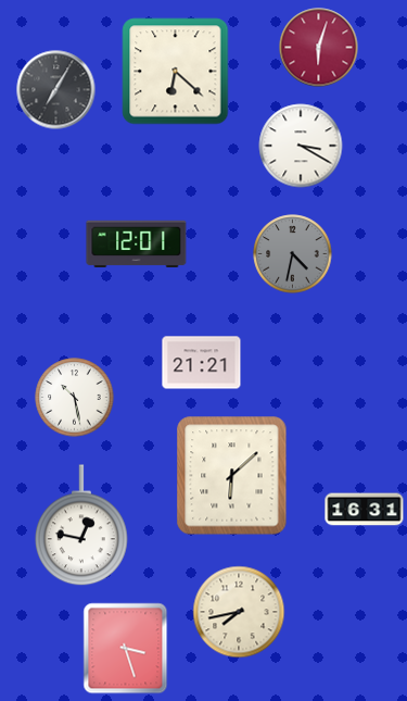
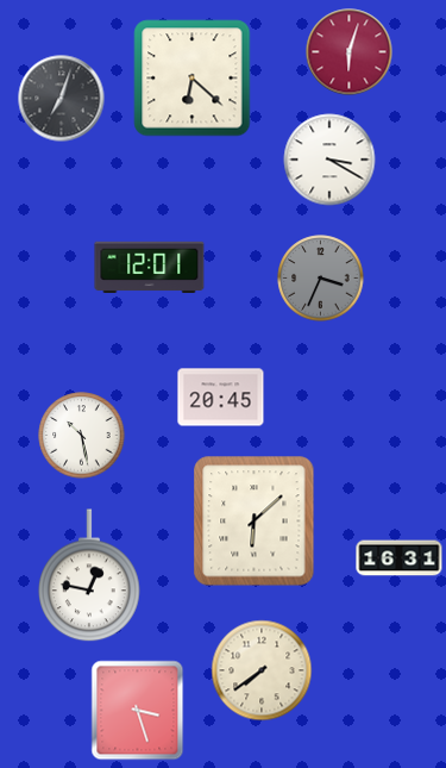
clock at (56, 90): 7:05 -> 7:03
clock at (293, 254): 4:32 -> 3:34
clock at (202, 363): 21:21 -> 20:45
clock at (239, 612): 7:43 -> 7:39
